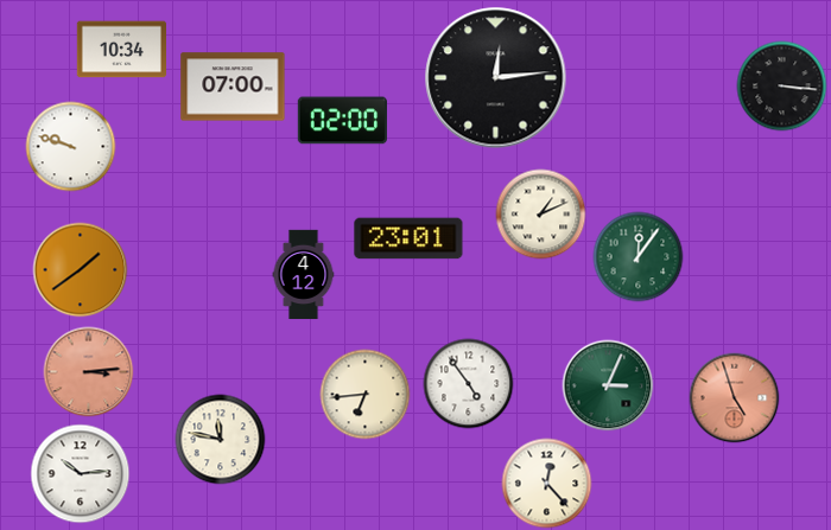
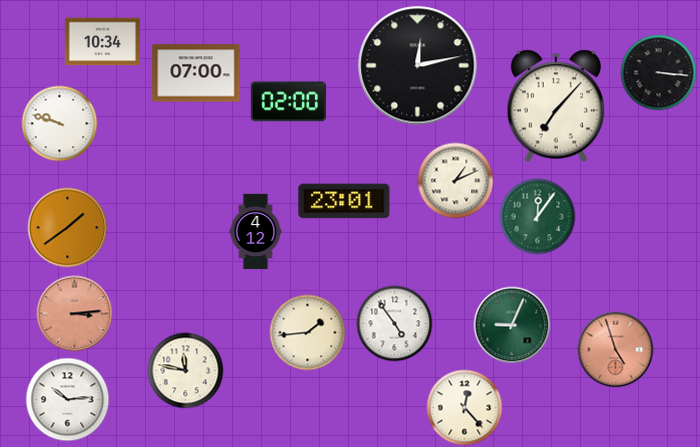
clock at (496, 78): 12:14 -> 12:13
clock at (555, 106): none -> 7:07
clock at (608, 385): 3:04 -> 9:04
clock at (366, 395): 6:44 -> 1:44
clock at (735, 398) position: (735, 398) -> (616, 350)
clock at (547, 484) position: (547, 484) -> (465, 408)
